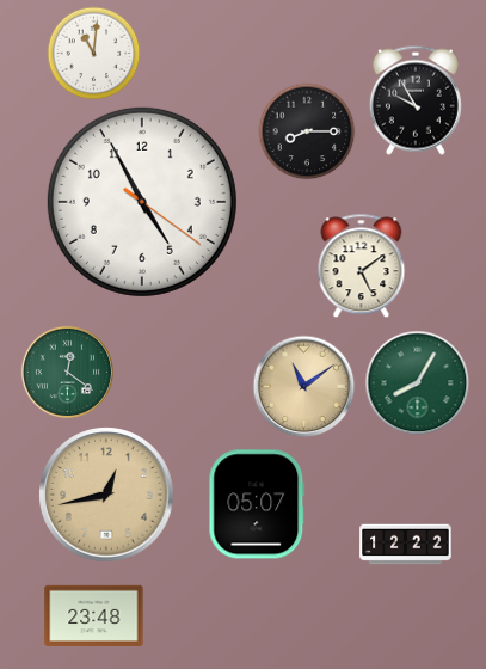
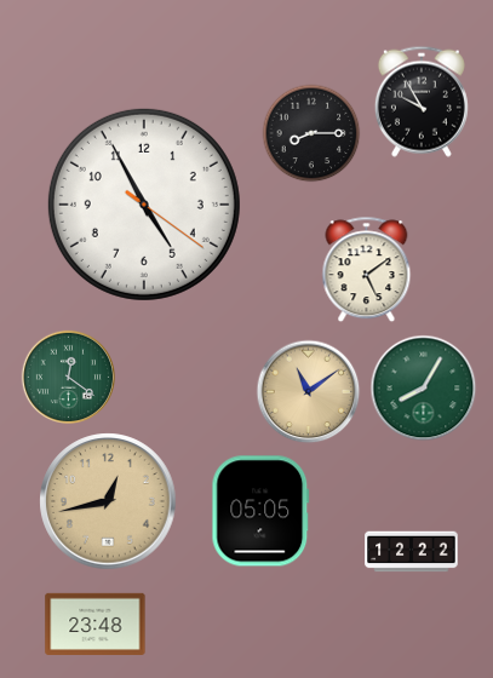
clock at (93, 53): 11:01 -> none
clock at (257, 504): 05:07 -> 05:05
